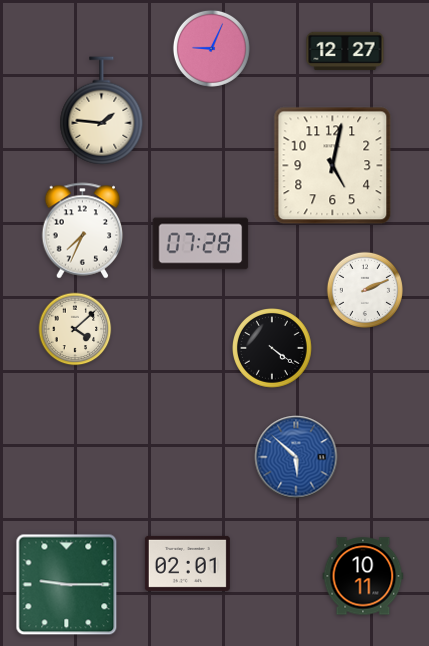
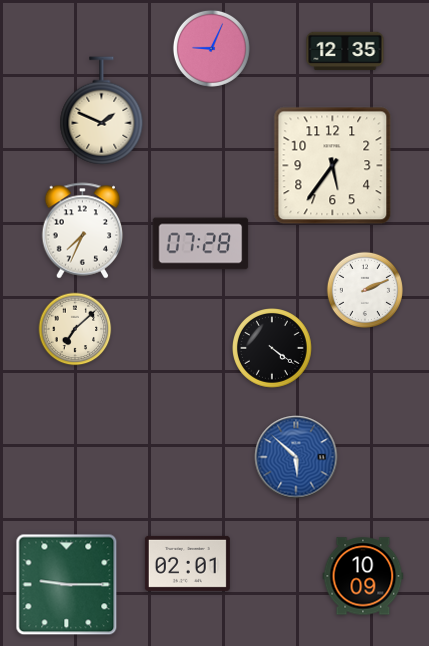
clock at (345, 51): 12:27 -> 12:35
clock at (102, 111): 1:46 -> 1:49
clock at (333, 166): 5:02 -> 5:36
clock at (75, 329): 4:08 -> 7:08
clock at (363, 576): 10:11 -> 10:09
